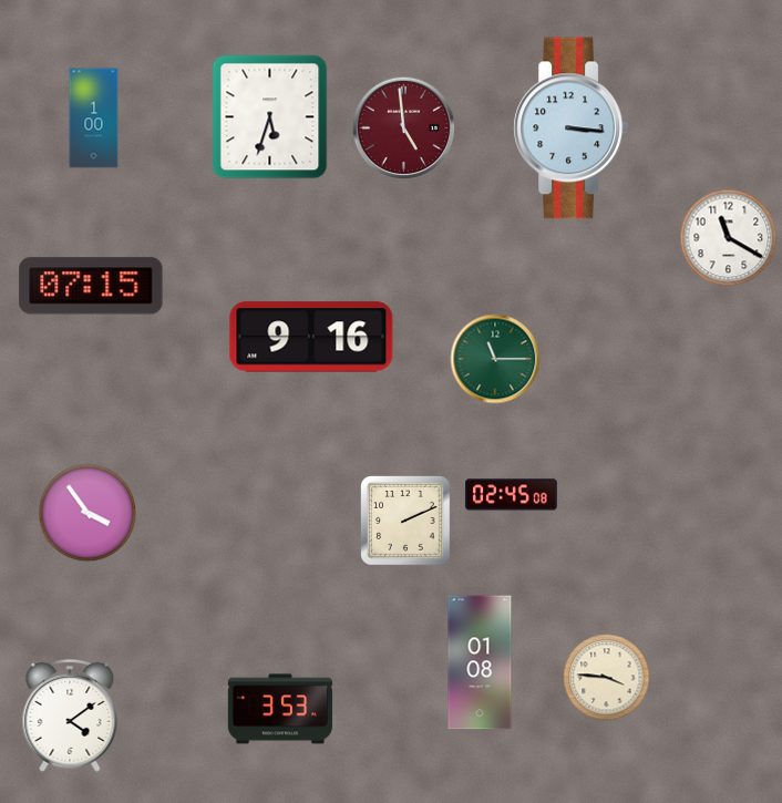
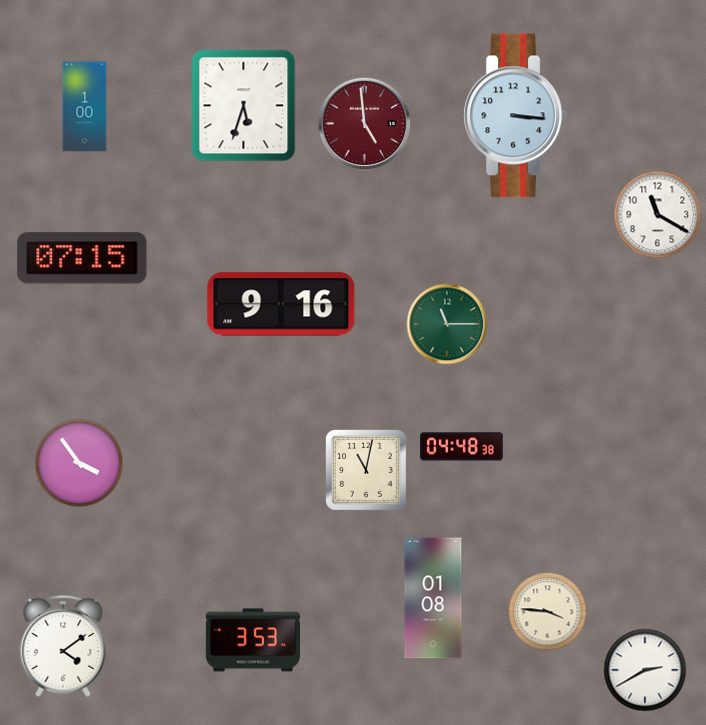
clock at (404, 128) position: (404, 128) -> (365, 124)
clock at (512, 495): 02:45 -> 04:48
clock at (407, 522): 2:11 -> 11:02
clock at (645, 670): none -> 2:40
